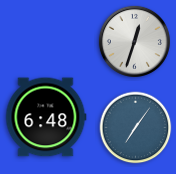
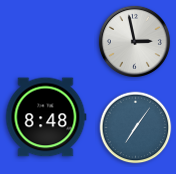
clock at (134, 41): 12:33 -> 2:58
clock at (46, 117): 6:48 -> 8:48
